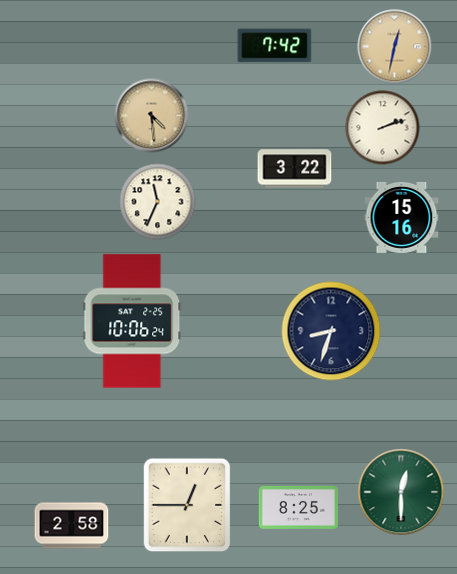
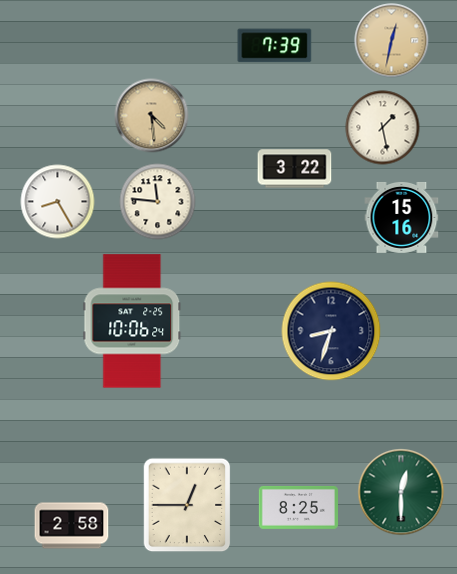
clock at (275, 46): 7:42 -> 7:39
clock at (395, 47) position: (395, 47) -> (392, 41)
clock at (383, 128): 2:12 -> 1:28
clock at (58, 202): none -> 8:25
clock at (158, 202): 11:34 -> 11:46
